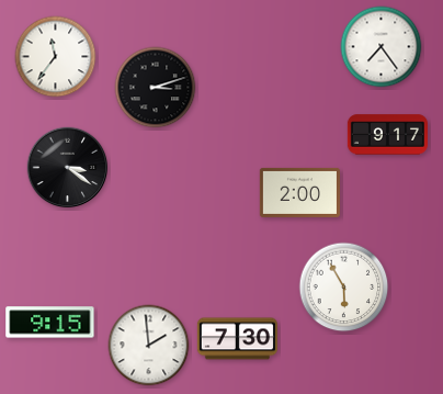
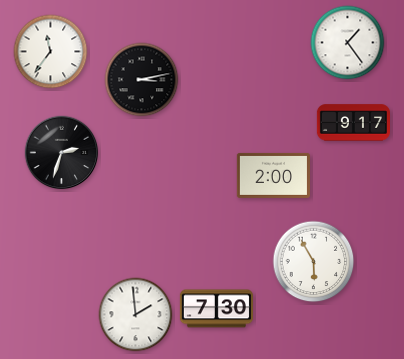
clock at (382, 47): 7:24 -> 1:24
clock at (156, 88): 3:12 -> 3:13
clock at (68, 168): 3:21 -> 2:33
clock at (50, 323): 9:15 -> none
